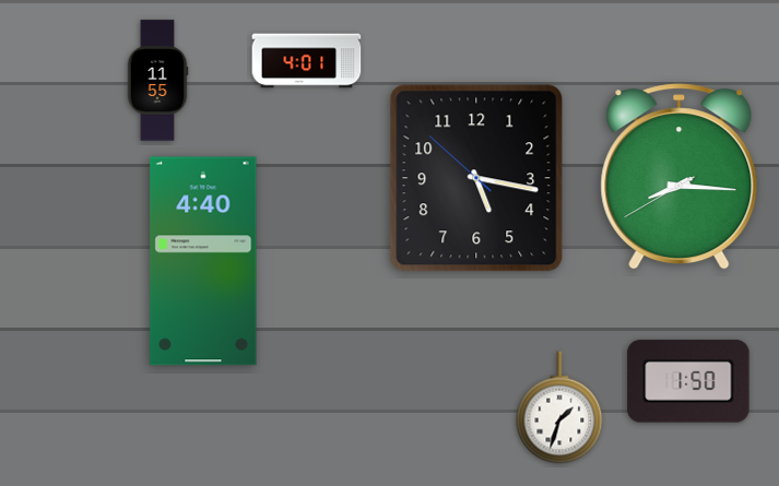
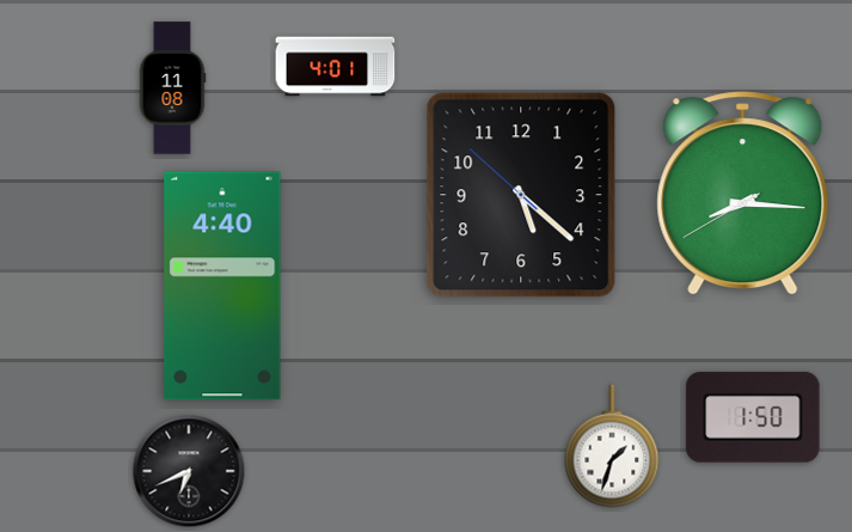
clock at (157, 81): 11:55 -> 11:08
clock at (476, 178): 5:16 -> 5:21
clock at (189, 471): none -> 6:41
